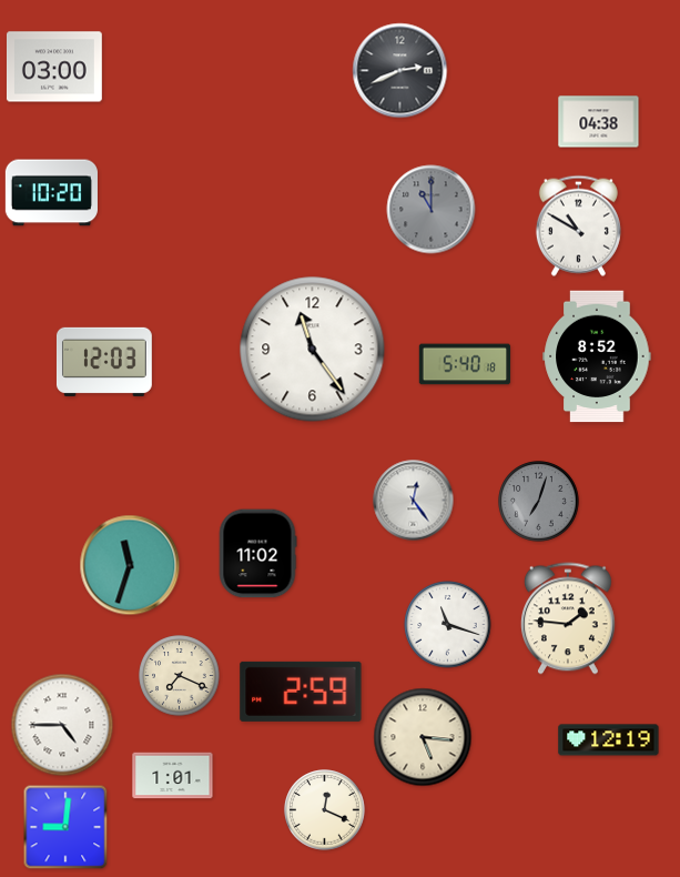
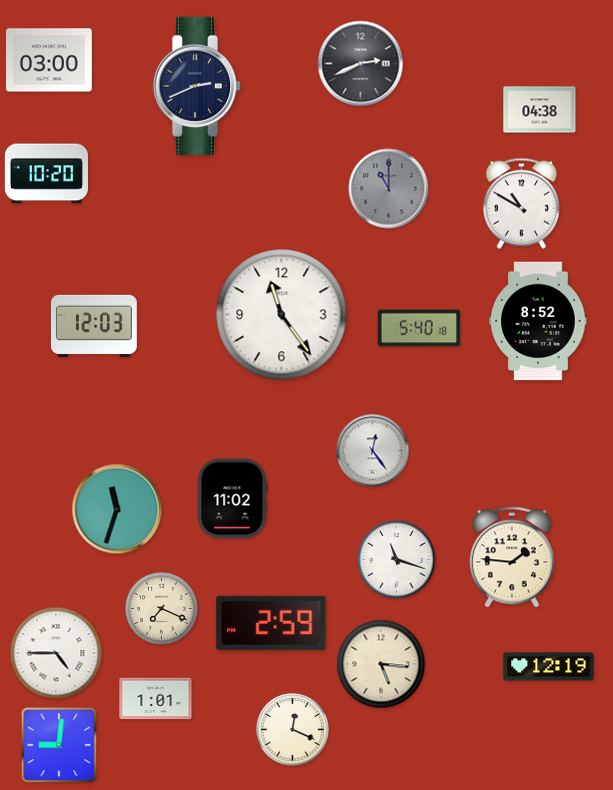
clock at (197, 85): none -> 2:41
clock at (539, 502): 7:03 -> none
clock at (448, 625) position: (448, 625) -> (397, 560)
